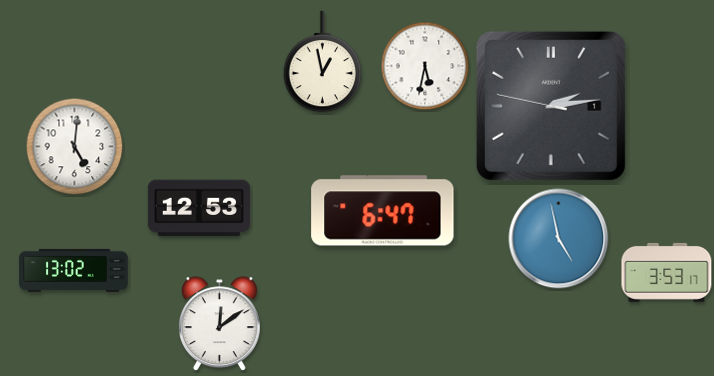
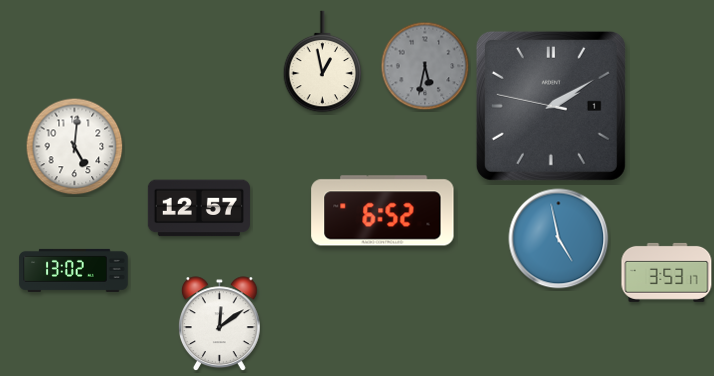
clock at (425, 66) dial: white -> grey
clock at (551, 106): 2:13 -> 2:09
clock at (199, 208): 12:53 -> 12:57
clock at (383, 211): 6:47 -> 6:52
